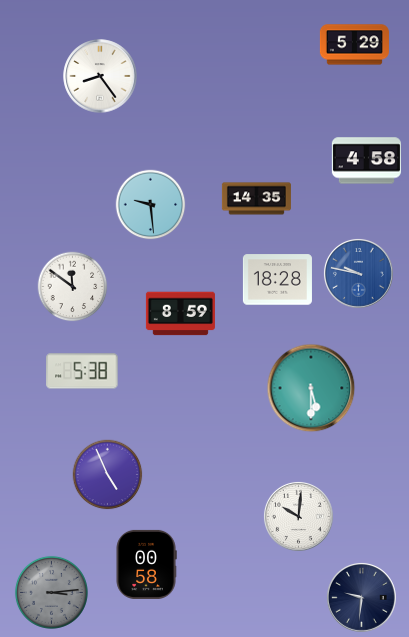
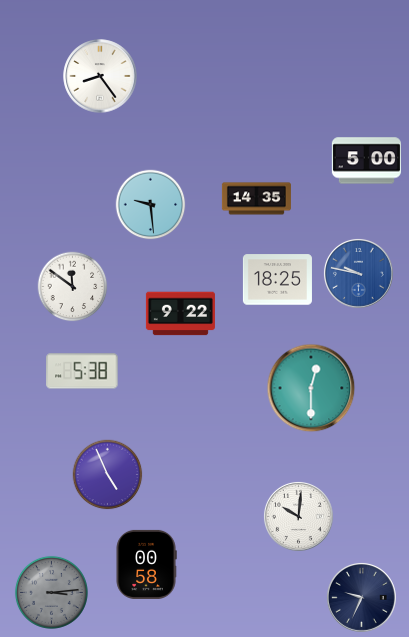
clock at (354, 45): 5:29 -> none
clock at (366, 161): 4:58 -> 5:00
clock at (277, 280): 18:28 -> 18:25
clock at (180, 314): 8:59 -> 9:22
clock at (311, 388): 5:30 -> 12:30
clock at (361, 597): 9:31 -> 9:34
